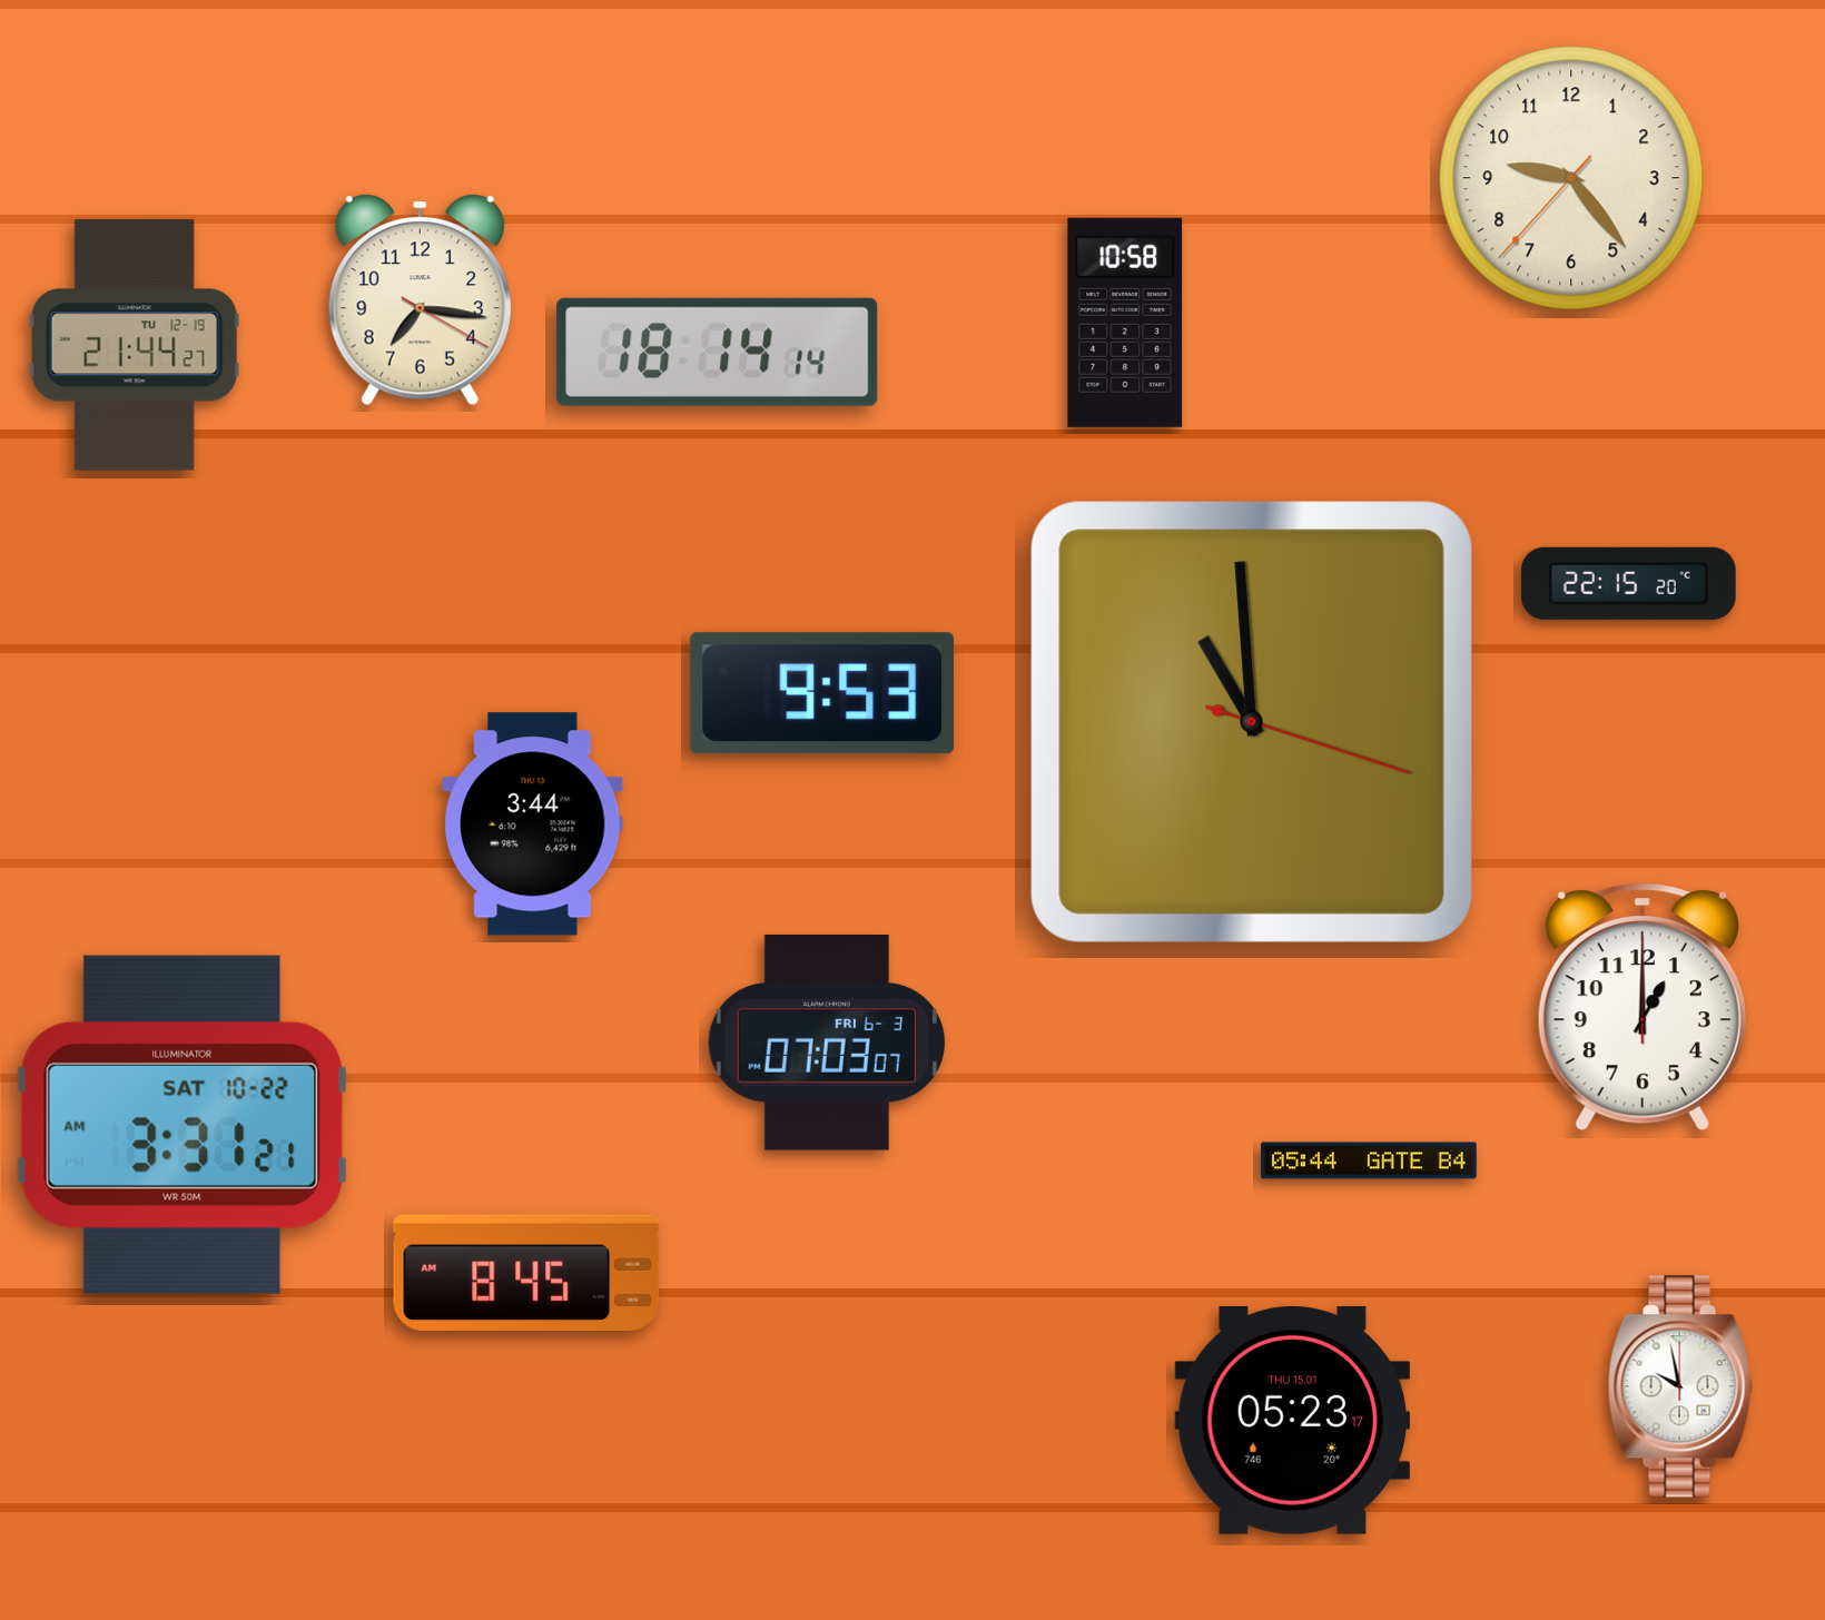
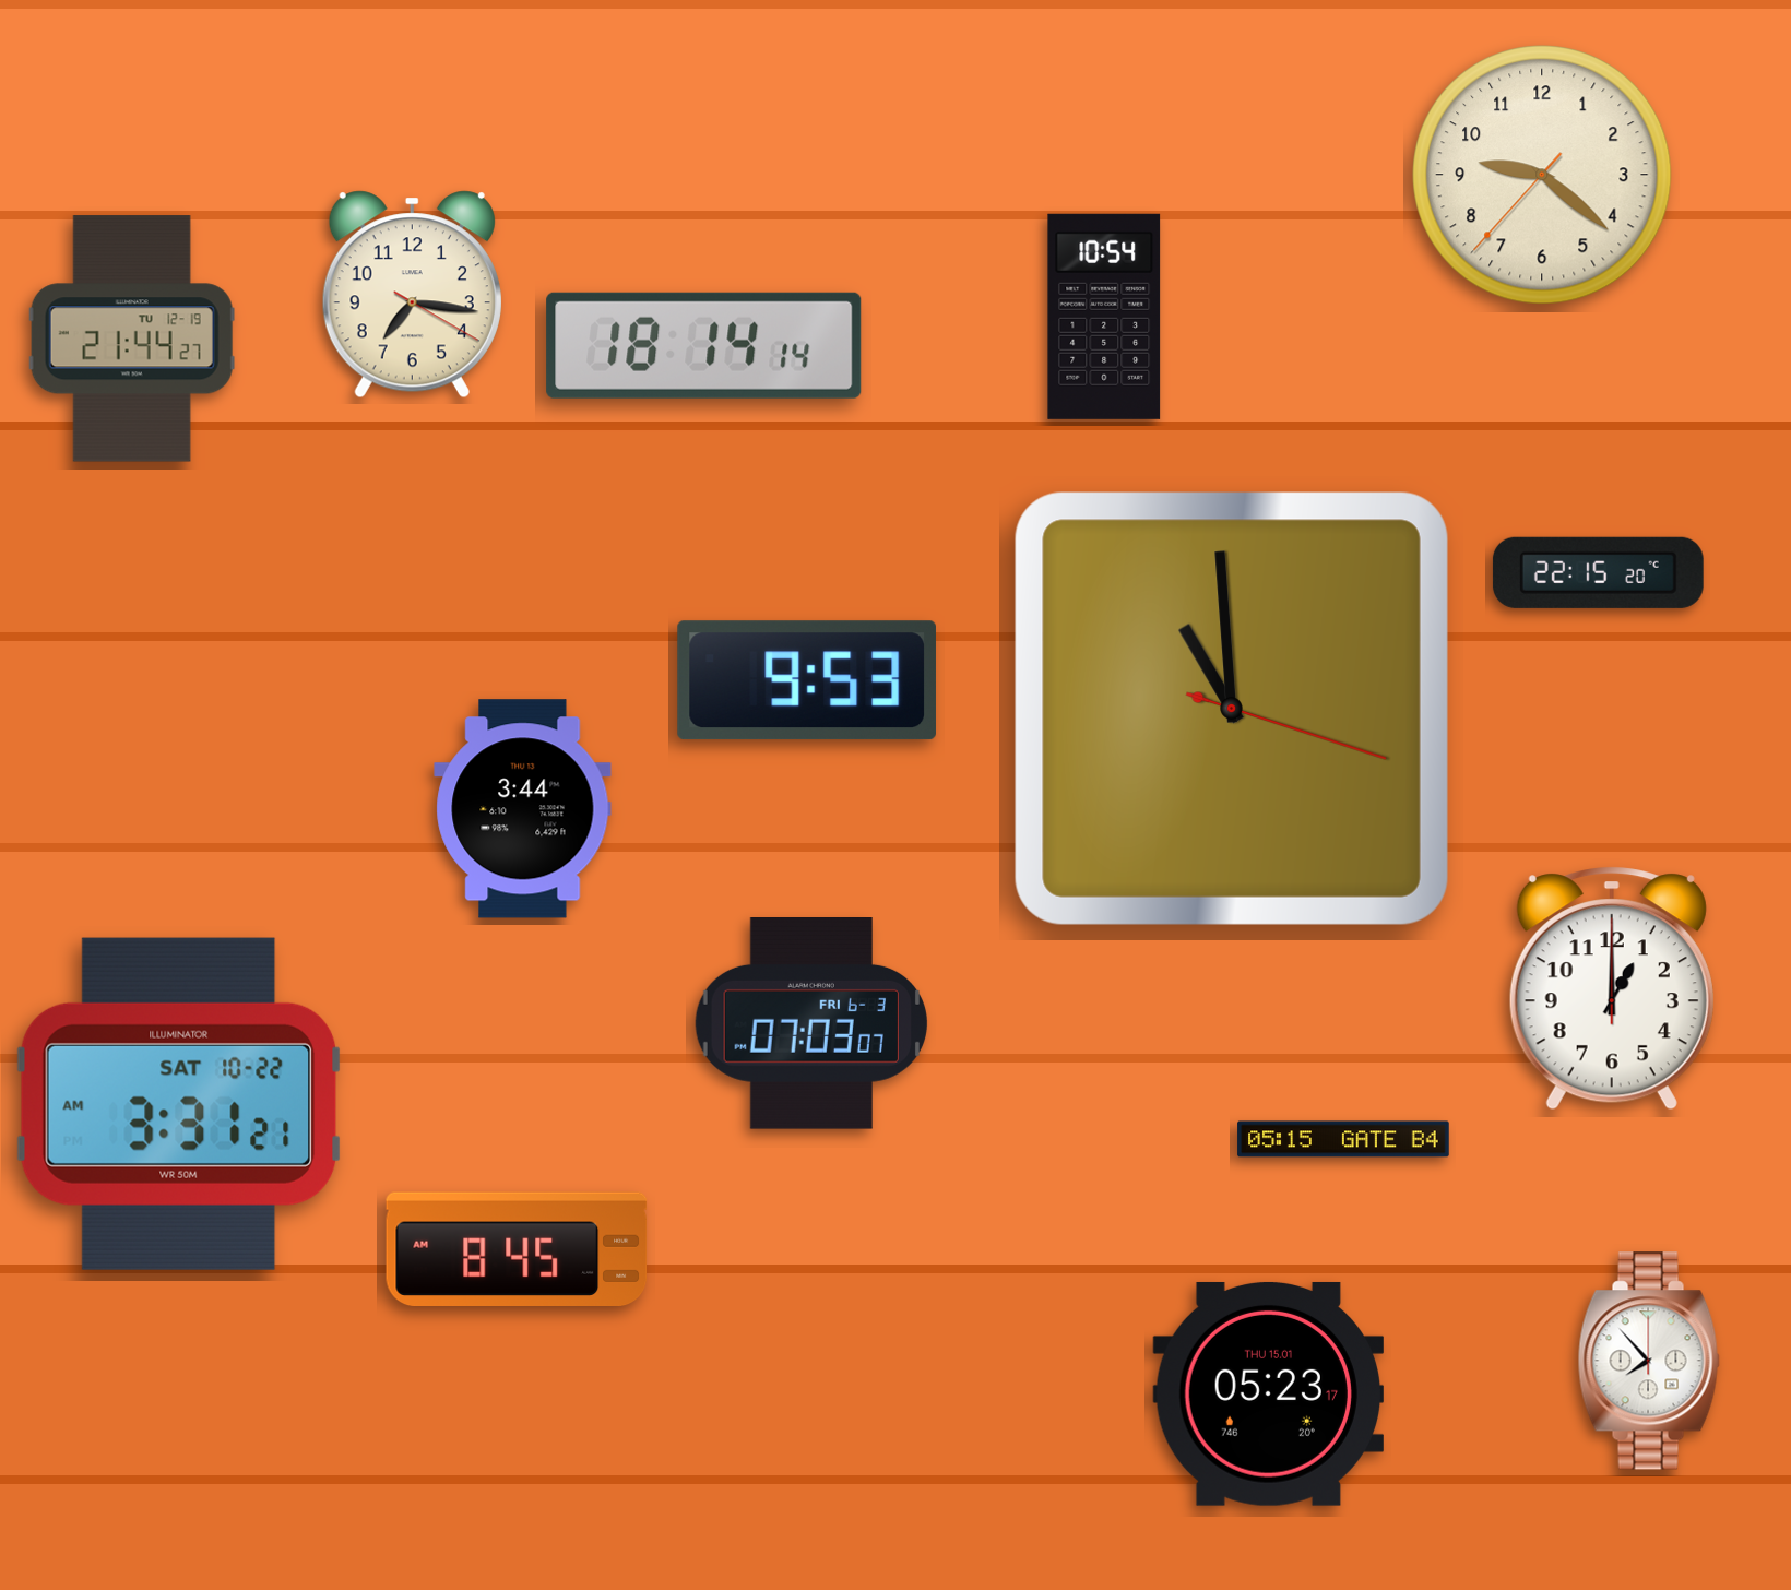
clock at (1571, 178): 9:23 -> 9:21
clock at (1125, 323): 10:58 -> 10:54
clock at (1252, 722) position: (1252, 722) -> (1232, 709)
clock at (1369, 1160): 05:44 -> 05:15
clock at (1680, 1386): 9:58 -> 7:53
